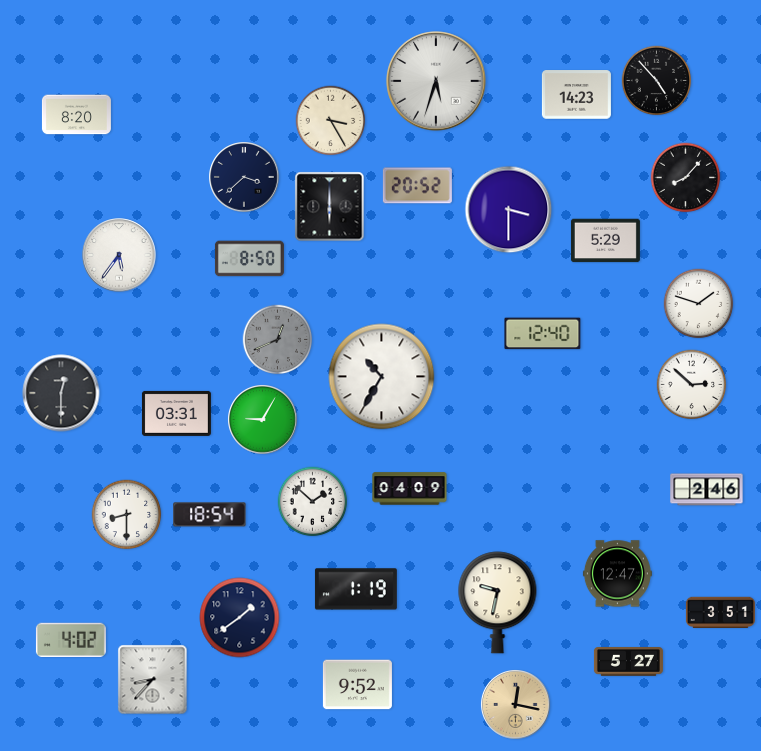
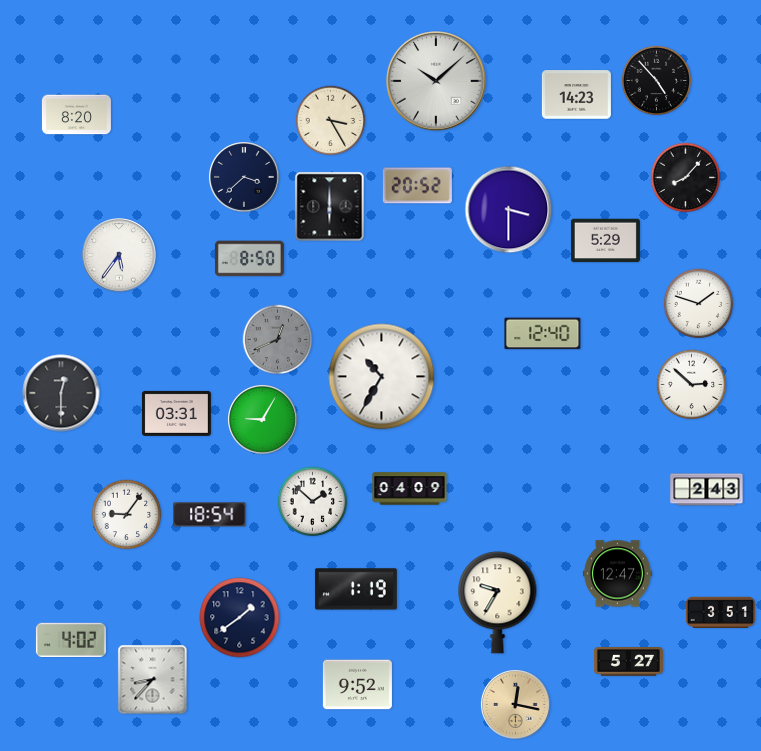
clock at (436, 81): 5:33 -> 10:08
clock at (707, 490): 2:46 -> 2:43
clock at (127, 515): 8:30 -> 9:06
clock at (498, 603): 9:32 -> 9:35
